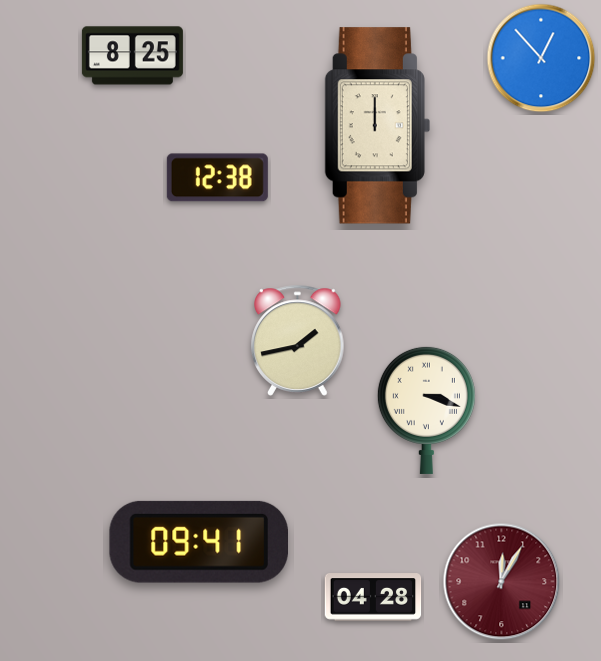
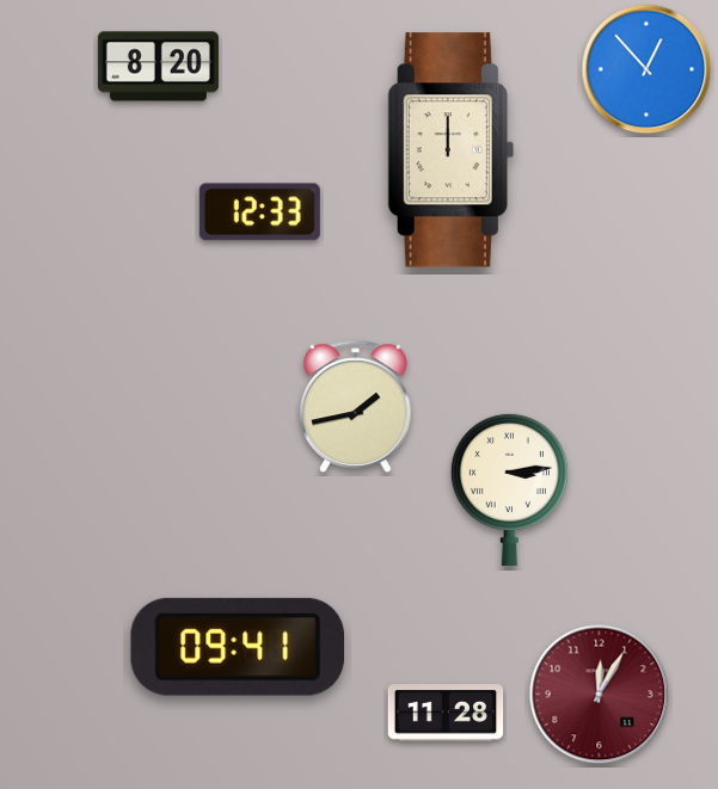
clock at (132, 56): 8:25 -> 8:20
clock at (217, 178): 12:38 -> 12:33
clock at (426, 410): 3:18 -> 3:14
clock at (373, 597): 04:28 -> 11:28
